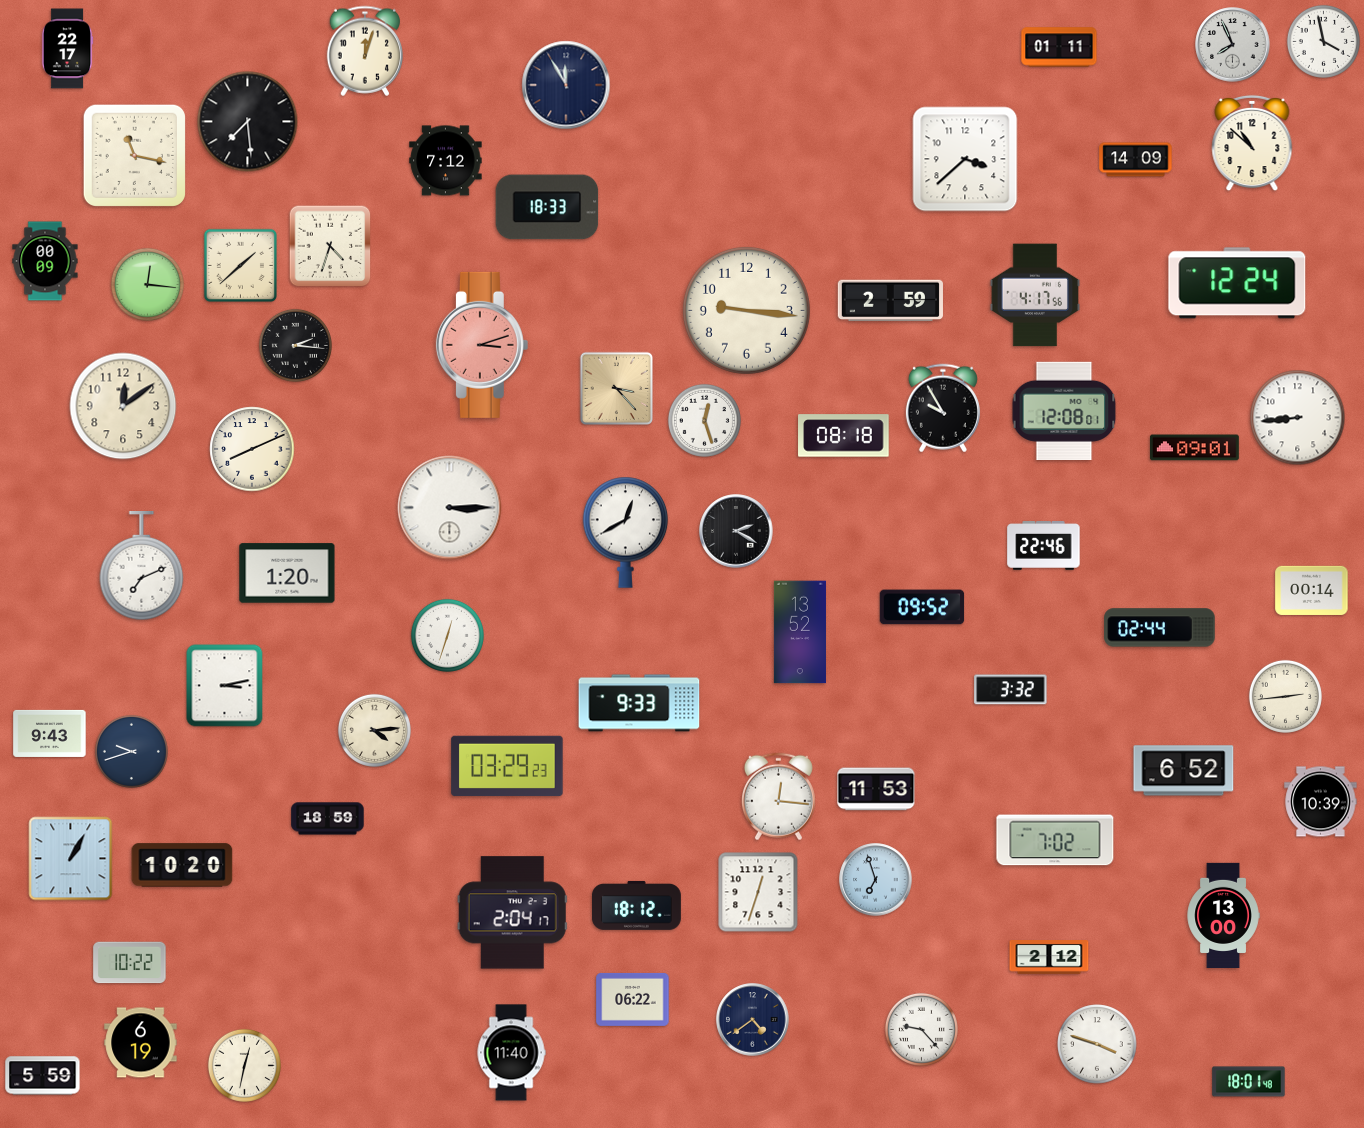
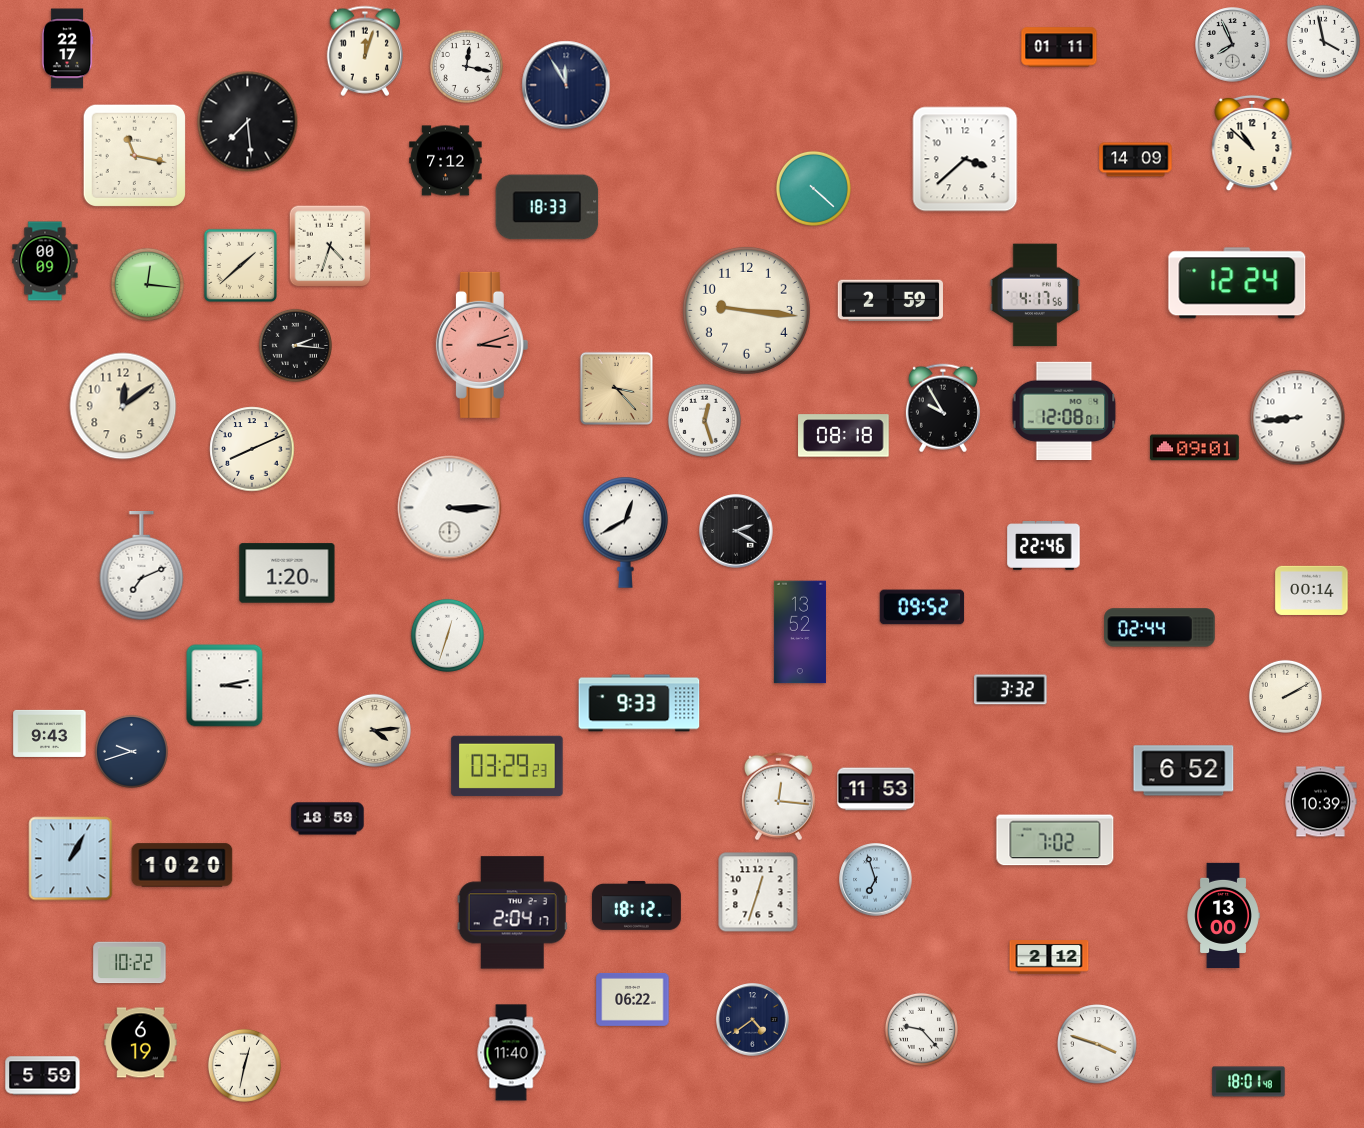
clock at (466, 66): none -> 12:17
clock at (813, 188): none -> 4:22
clock at (1285, 696): 2:44 -> 2:10
